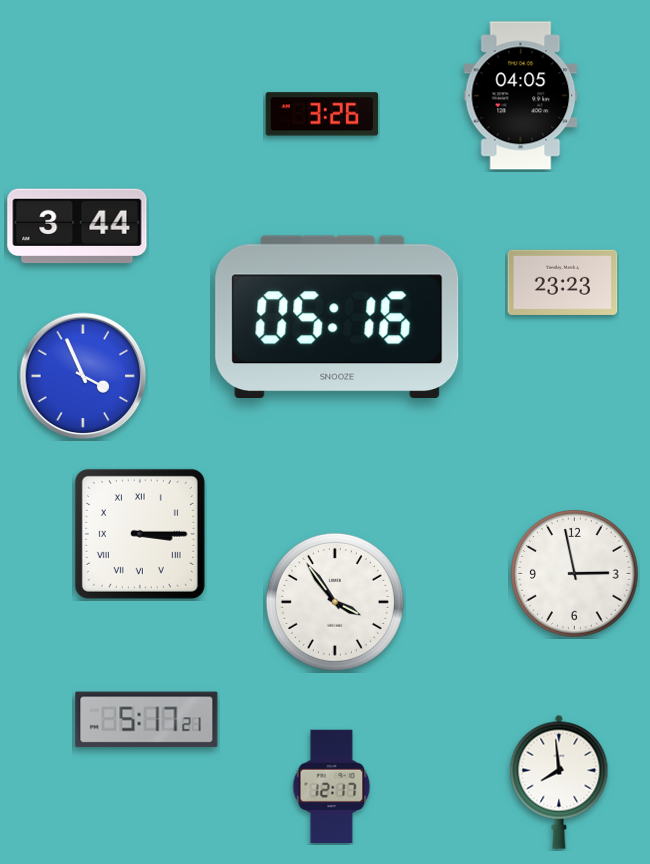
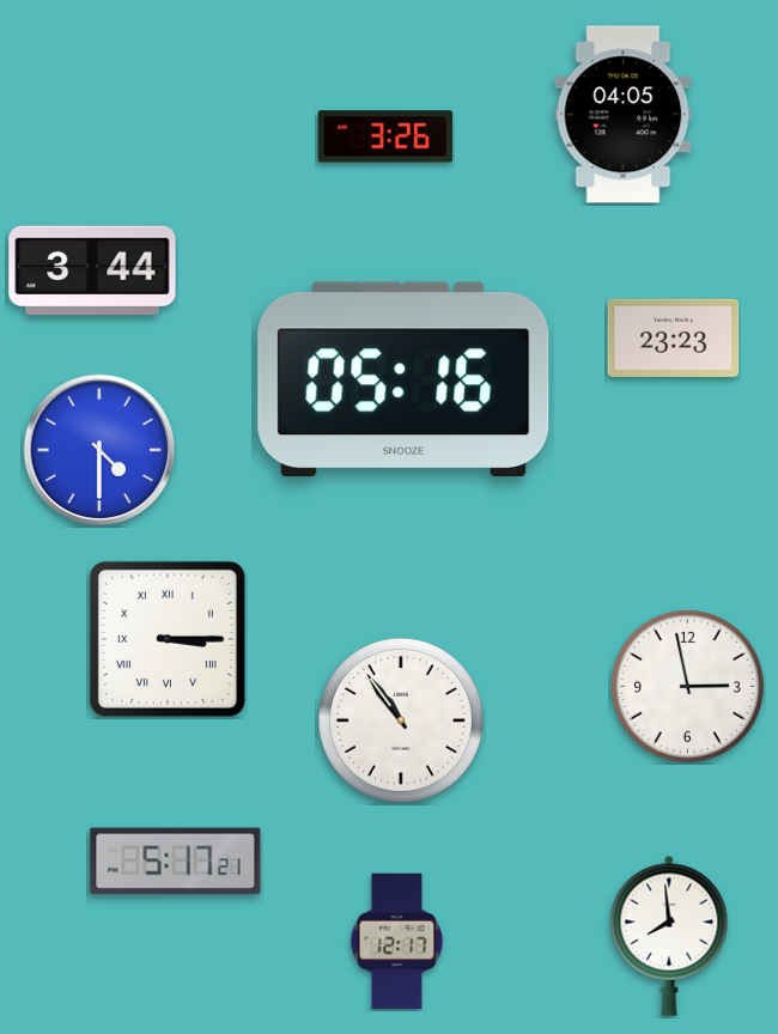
clock at (83, 376): 3:56 -> 4:30
clock at (335, 602): 3:54 -> 10:54
